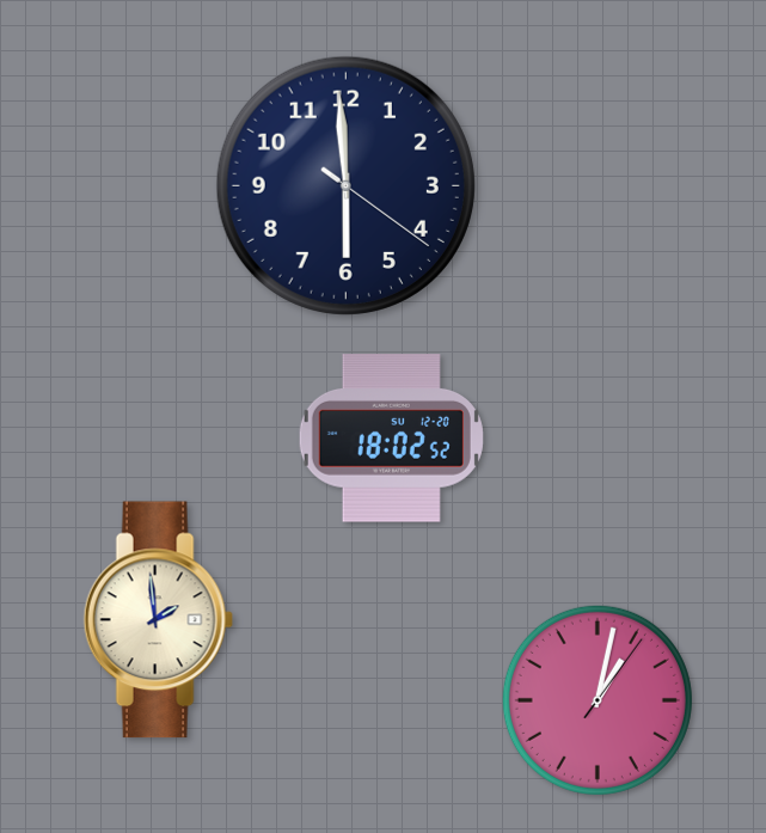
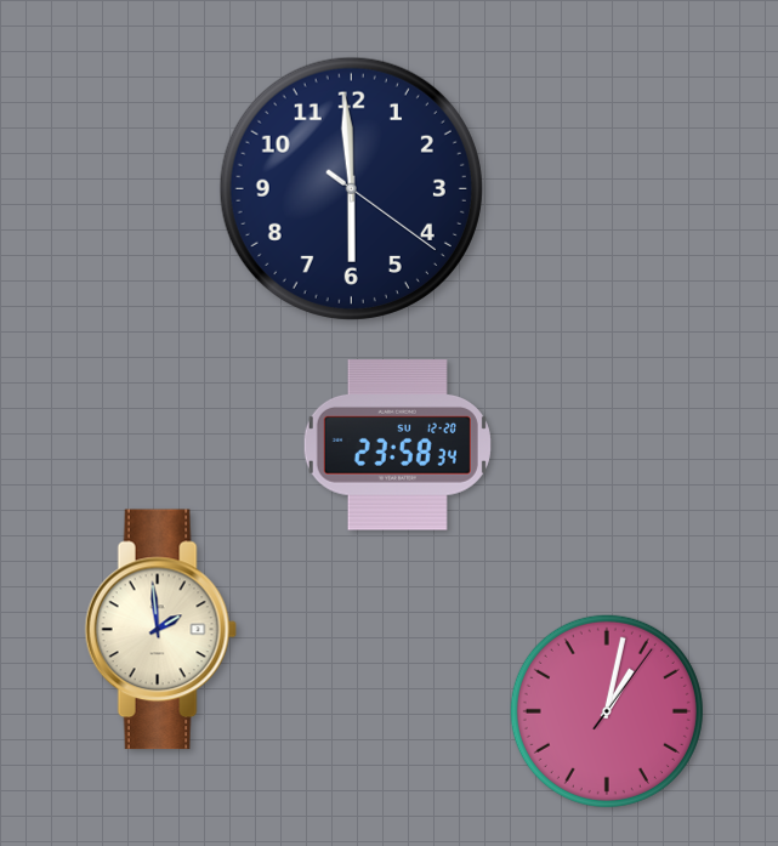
clock at (391, 439): 18:02 -> 23:58
